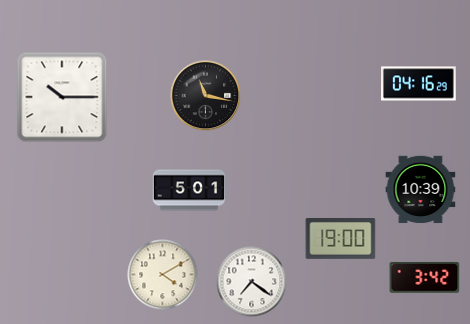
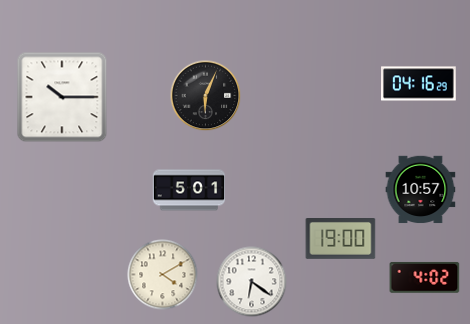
clock at (206, 96): 11:17 -> 6:04
clock at (421, 190): 10:39 -> 10:57
clock at (425, 278): 3:42 -> 4:02
clock at (252, 282): 7:21 -> 6:21
